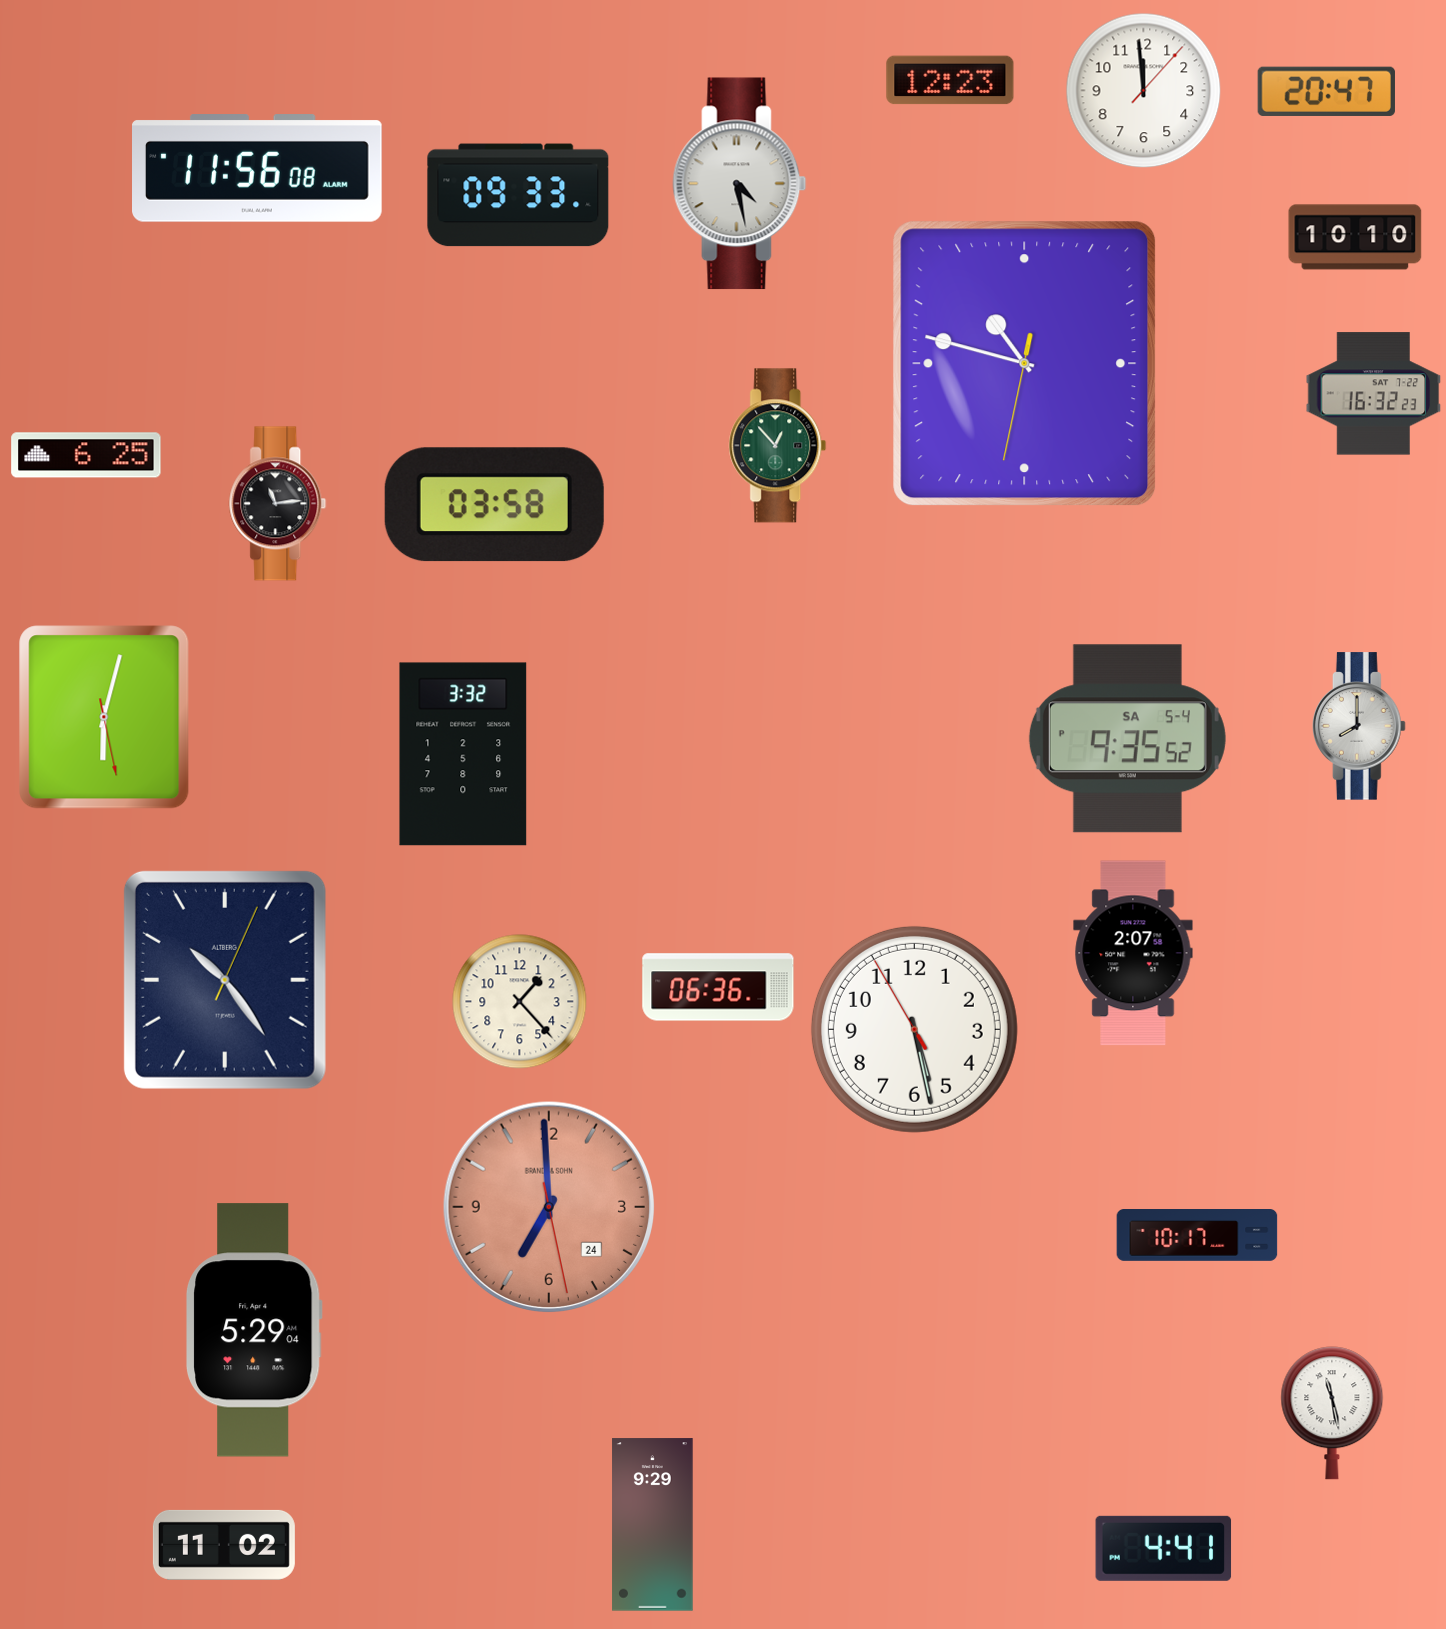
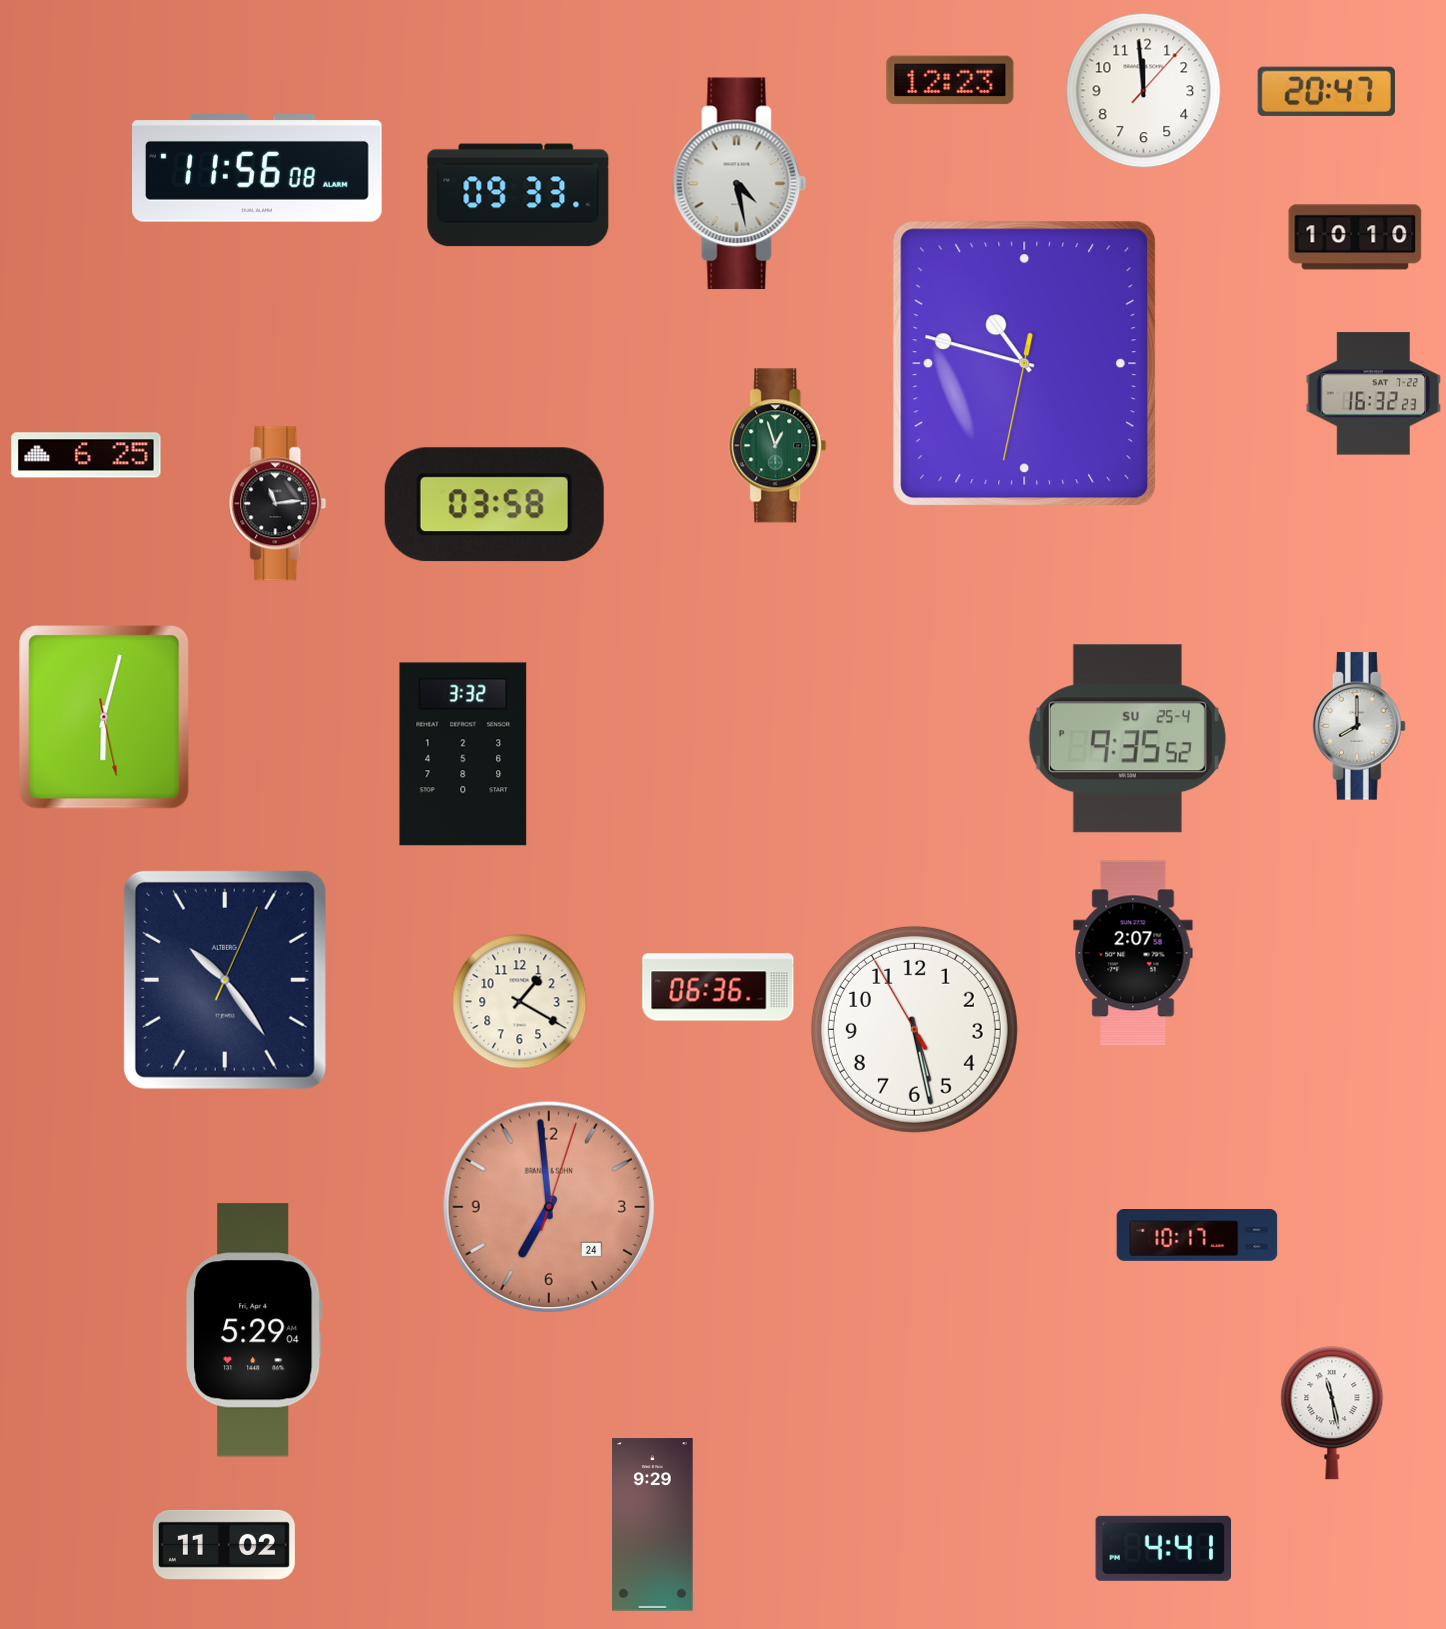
clock at (778, 446): 12:53 -> 12:57
clock at (1127, 739) date: SA 5-4 -> SU 25-4
clock at (520, 1002): 1:23 -> 1:20
clock at (548, 1206): 6:59:28 -> 6:59:03
